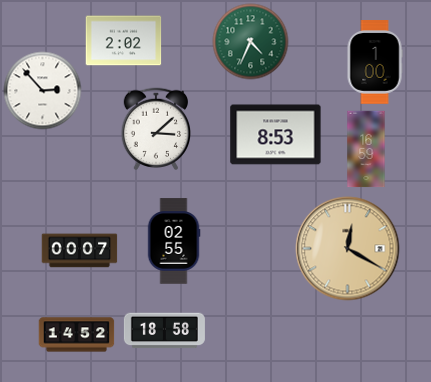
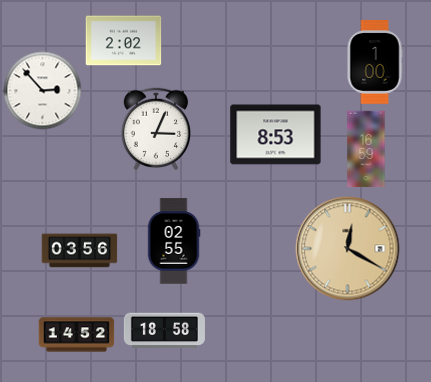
clock at (251, 42): 4:34 -> none
clock at (156, 128): 3:08 -> 3:04
clock at (80, 251): 00:07 -> 03:56
